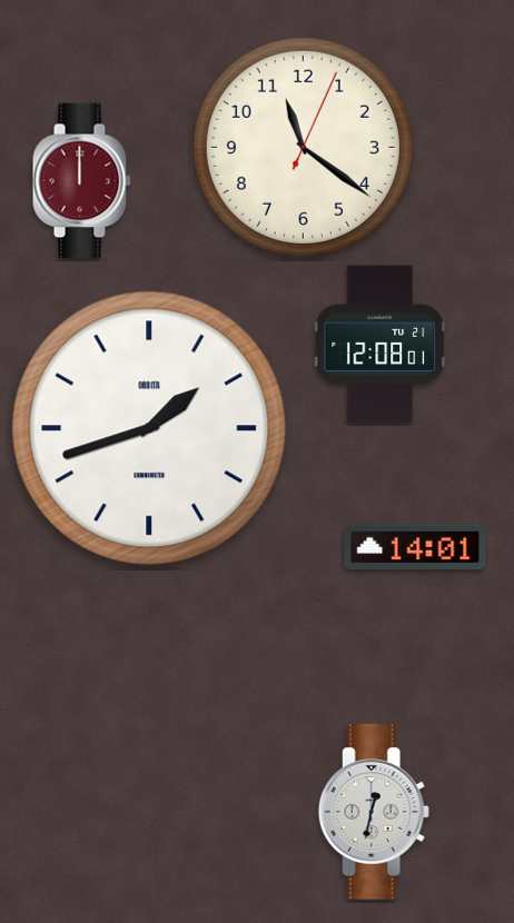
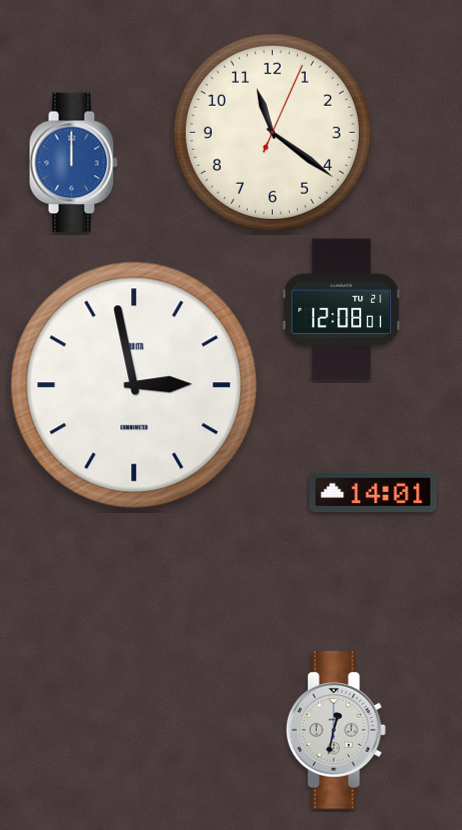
clock at (81, 181) dial: burgundy -> blue
clock at (149, 428): 1:42 -> 2:58
